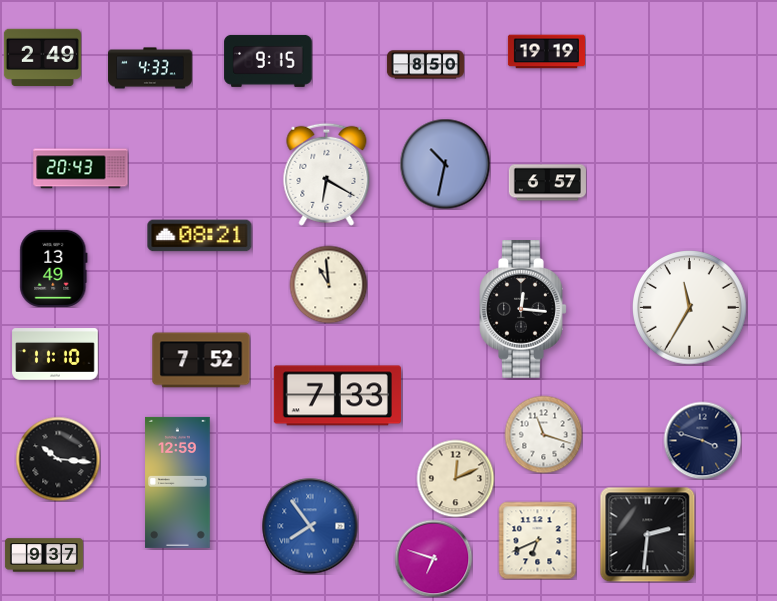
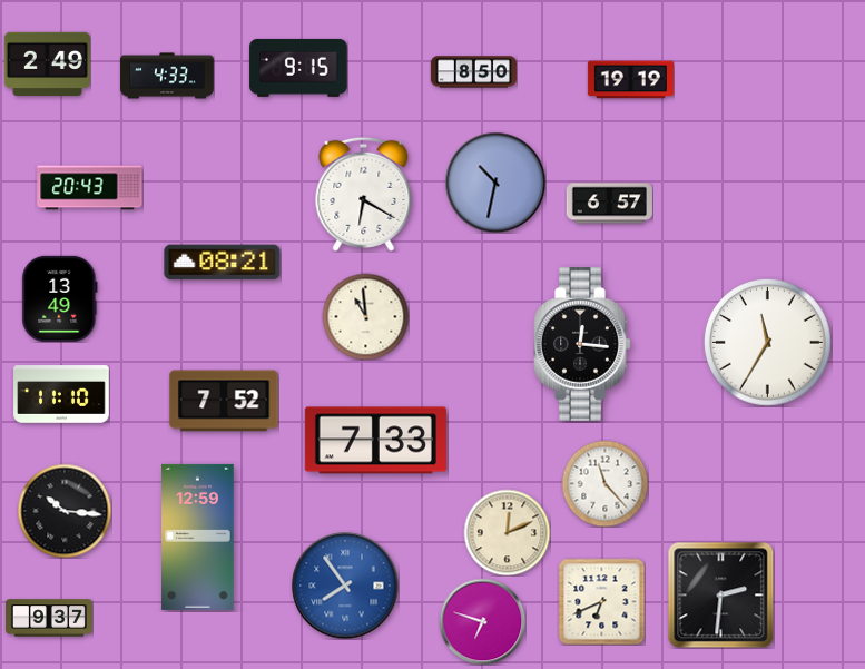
clock at (546, 52) position: (546, 52) -> (630, 80)
clock at (543, 434): 11:18 -> 11:23
clock at (702, 440): 3:48 -> none
clock at (537, 540) position: (537, 540) -> (601, 601)
